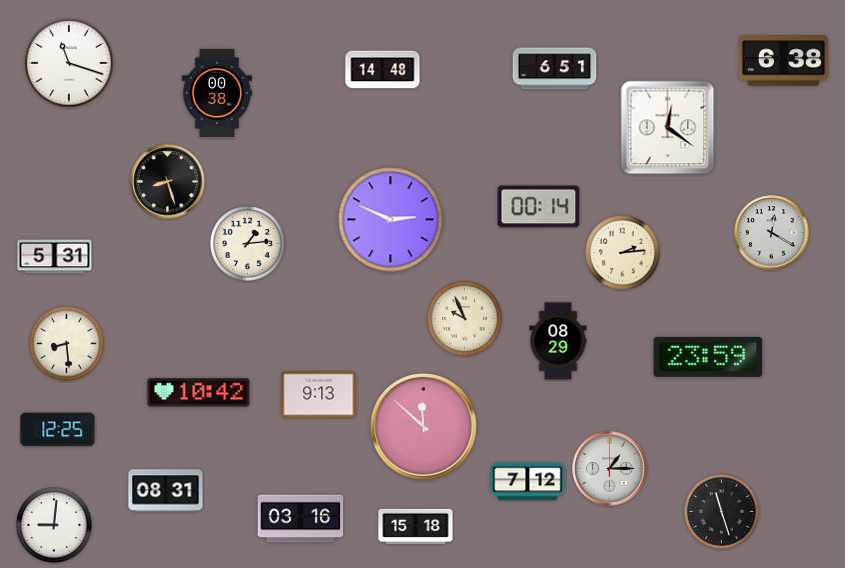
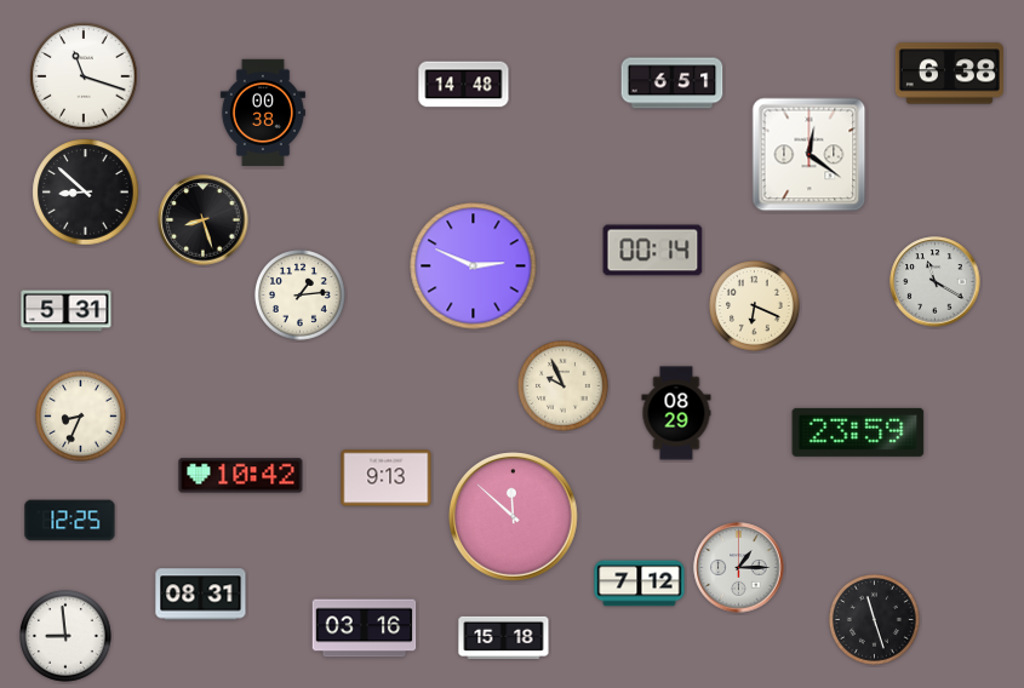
clock at (86, 193): none -> 8:52
clock at (772, 233): 12:20 -> 11:20
clock at (623, 253): 2:14 -> 6:19
clock at (67, 344): 8:29 -> 8:34
clock at (55, 526): 9:01 -> 8:59
